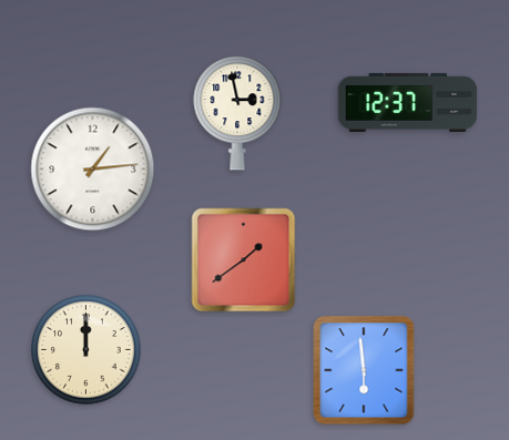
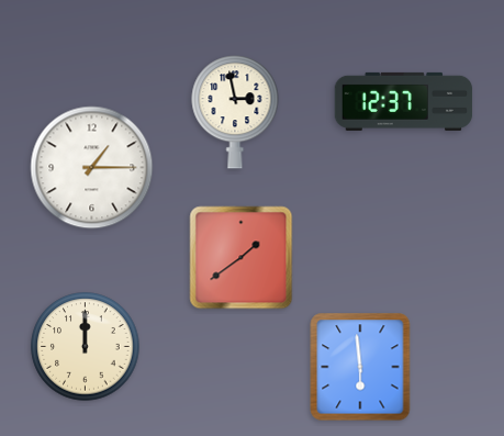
clock at (93, 170): 1:14 -> 1:15
